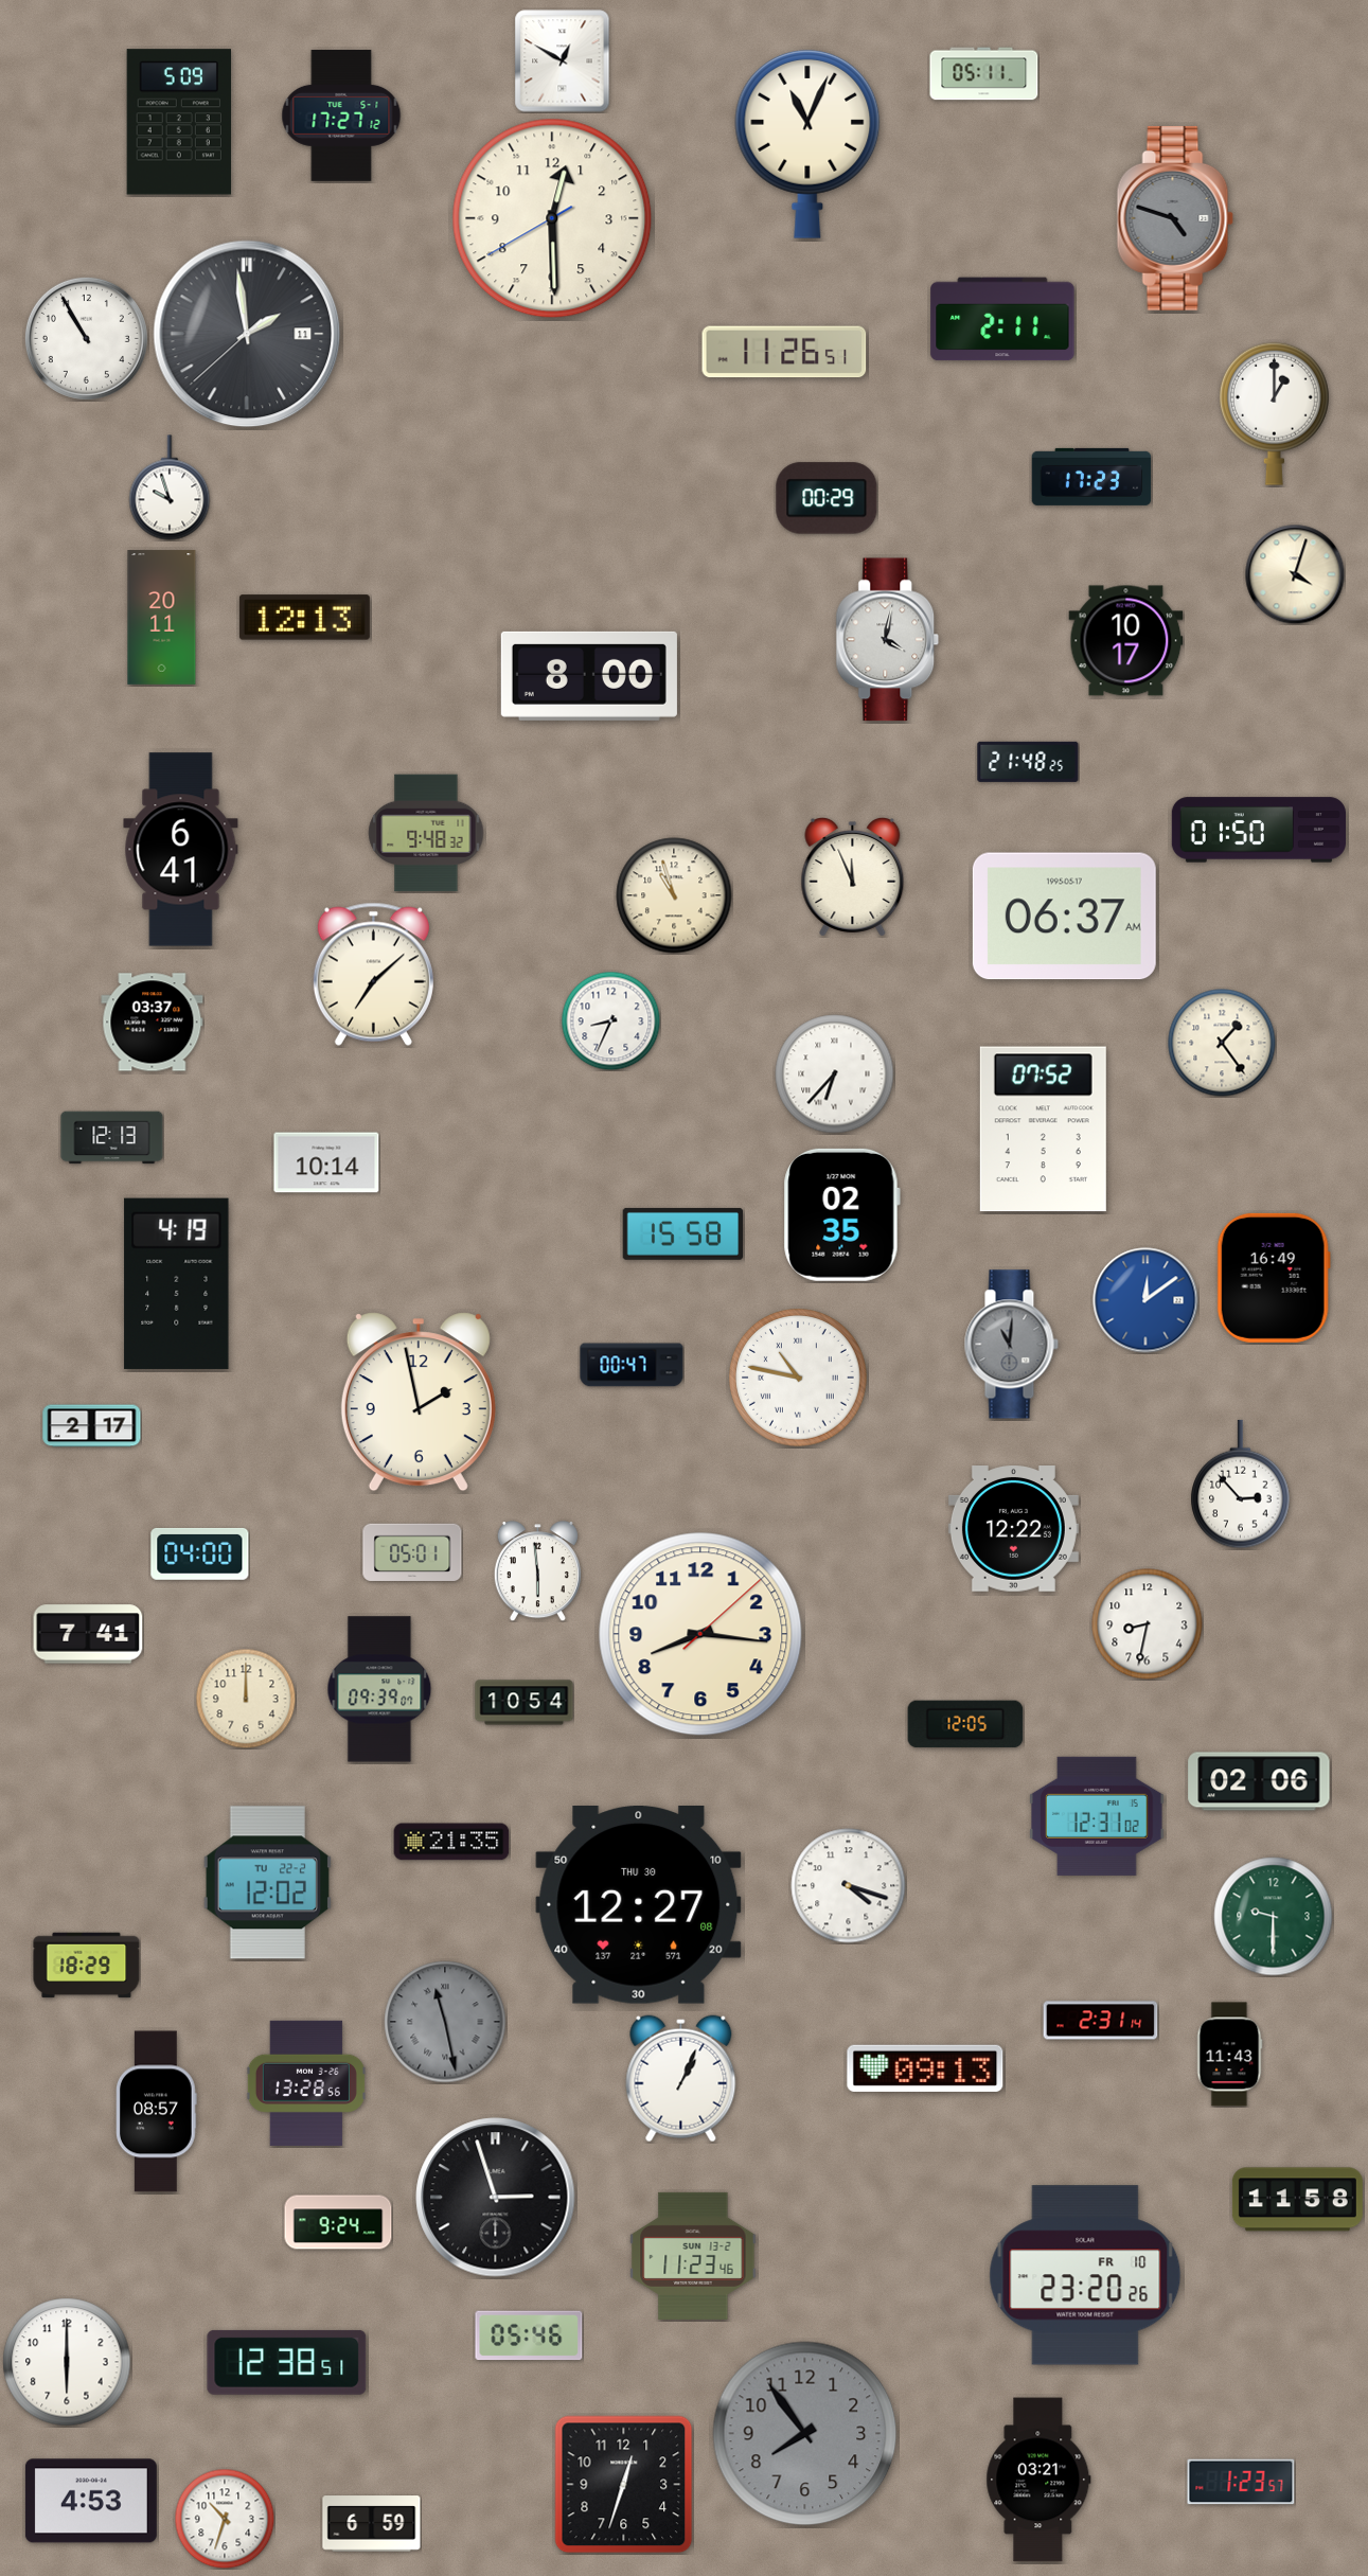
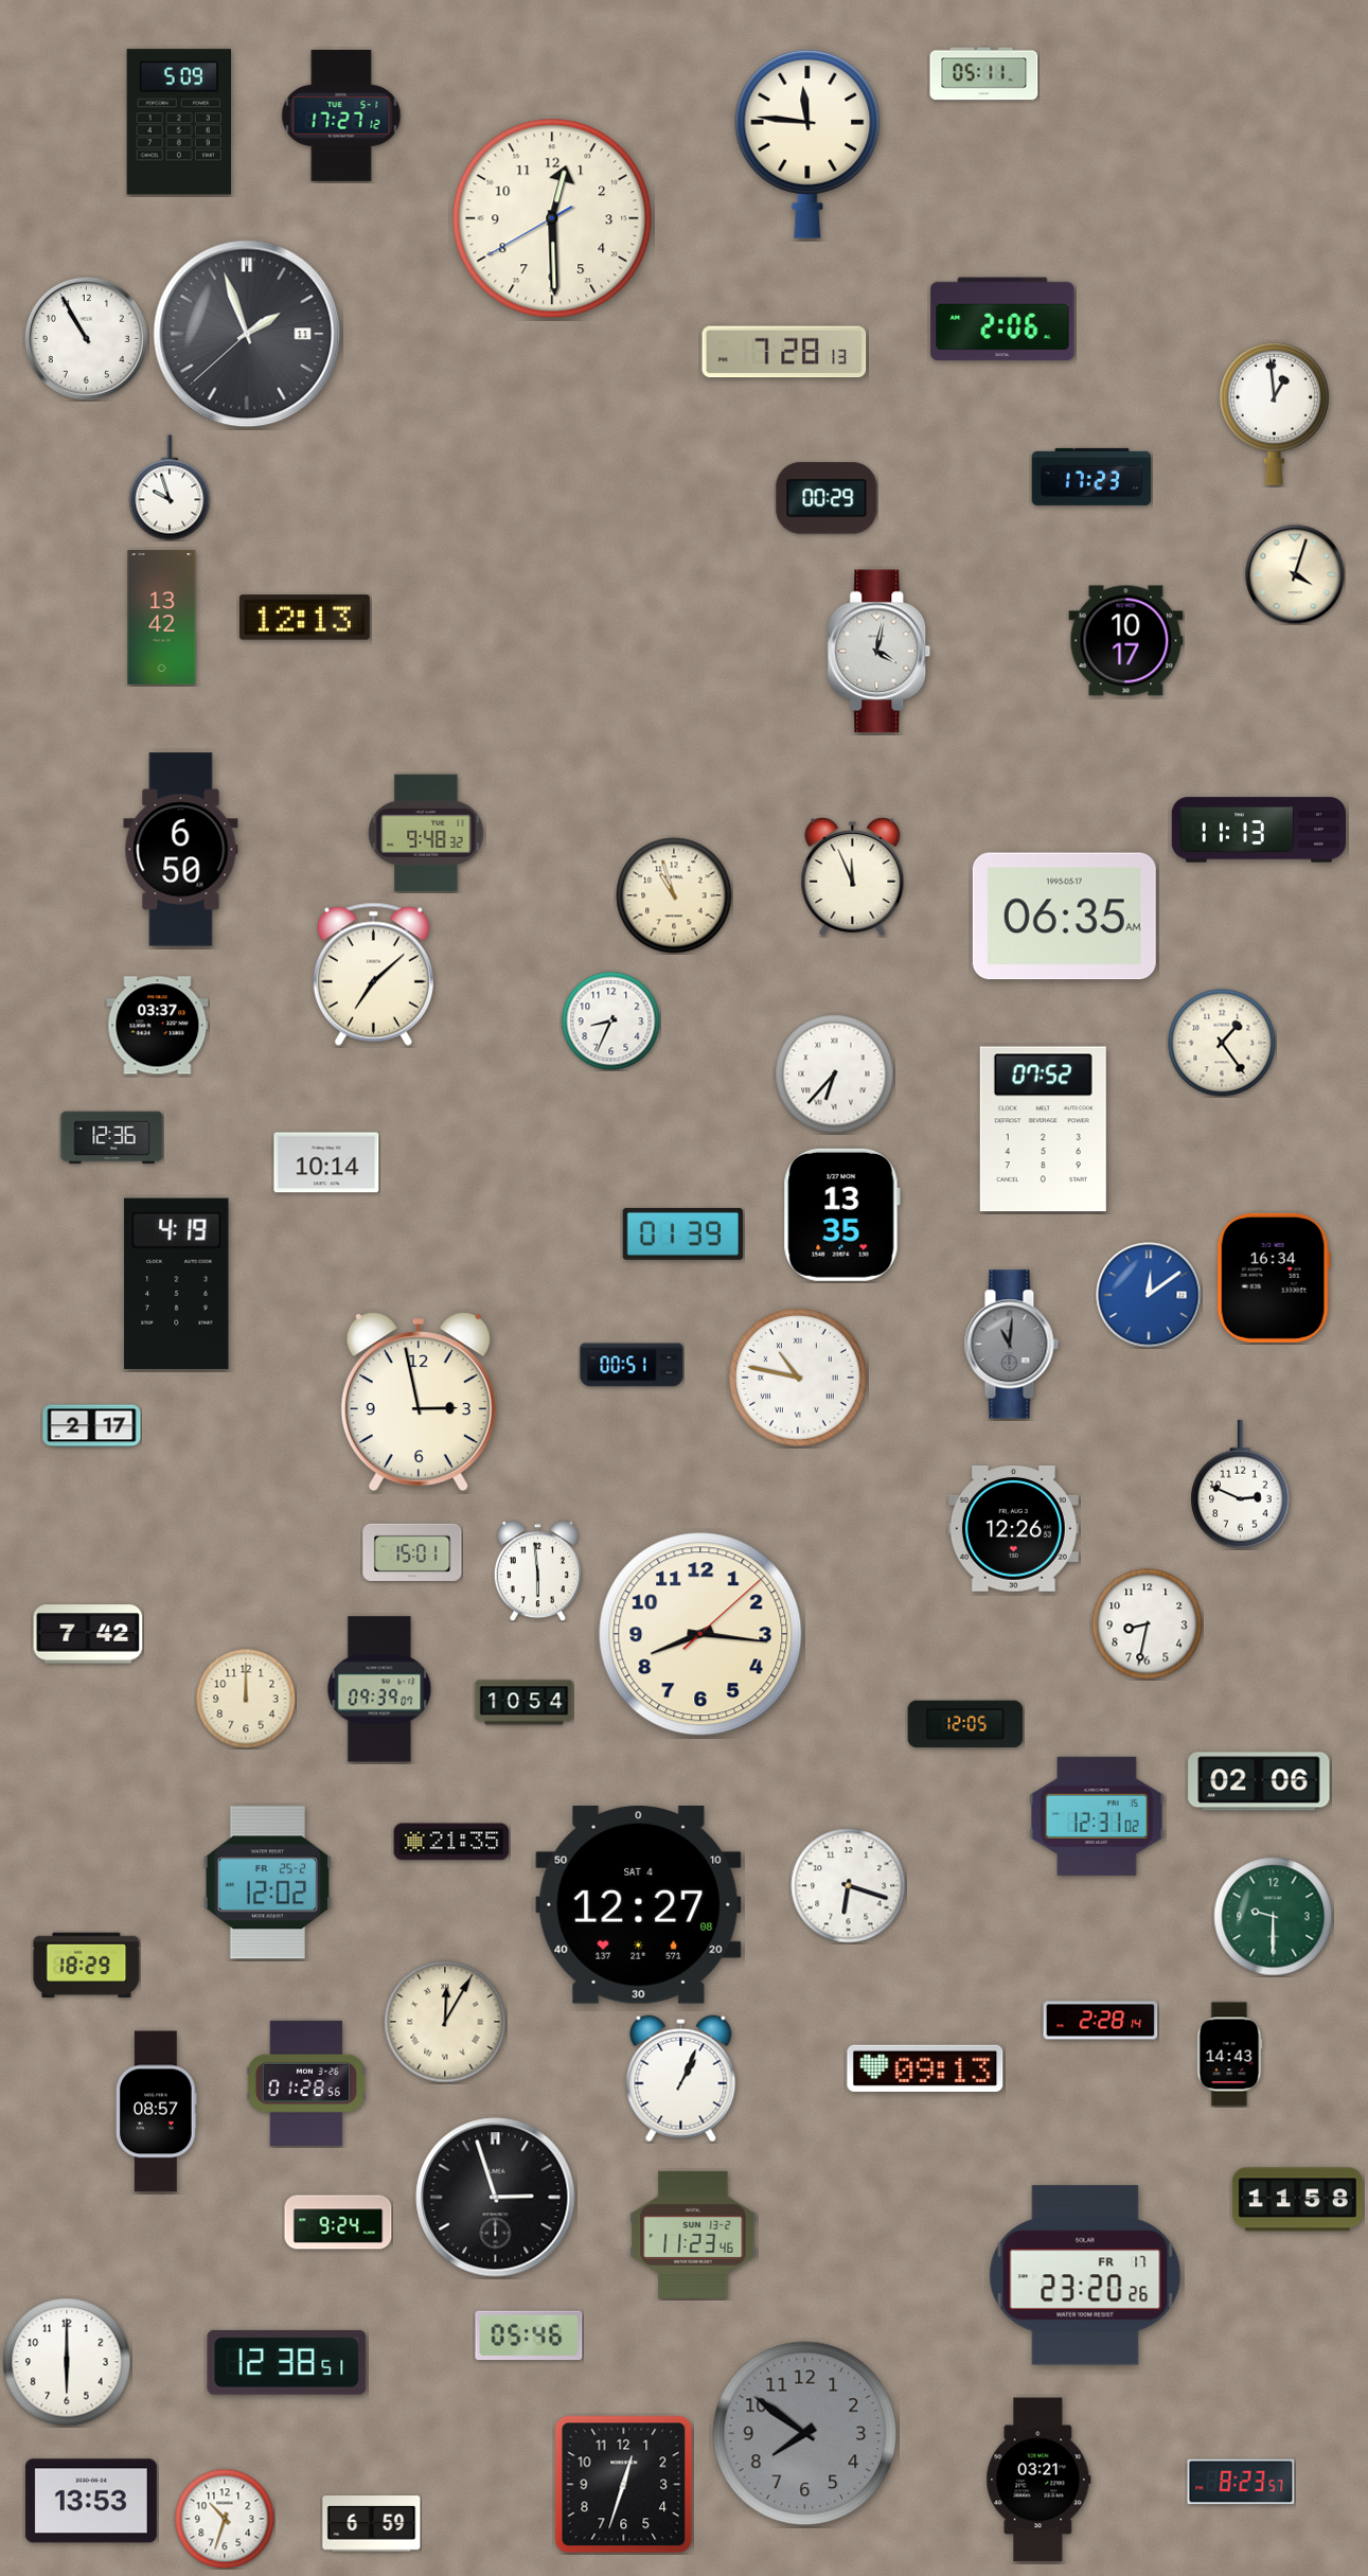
clock at (563, 61): 12:50 -> none
clock at (807, 144): 11:04 -> 11:46
clock at (1175, 218): 4:48 -> none
clock at (1002, 319): 2:11 -> 2:06
clock at (247, 334): 1:58 -> 1:56
clock at (784, 352): 11:26 -> 7:28
clock at (1274, 413): 1:00 -> 12:59
clock at (162, 618): 20:11 -> 13:42
clock at (888, 640) position: (888, 640) -> (880, 652)
clock at (589, 676): 8:00 -> none
clock at (1028, 762): 21:48 -> none
clock at (1258, 830): 01:50 -> 11:13
clock at (181, 850): 6:41 -> 6:50
clock at (1064, 917): 06:37 -> 06:35
clock at (153, 1023) position: (153, 1023) -> (158, 1026)
clock at (112, 1138): 12:13 -> 12:36
clock at (841, 1214): 02:35 -> 13:35
clock at (683, 1233): 15:58 -> 01:39
clock at (1274, 1278): 16:49 -> 16:34
clock at (1145, 1300) position: (1145, 1300) -> (1149, 1295)
clock at (632, 1365): 00:47 -> 00:51
clock at (419, 1402): 1:58 -> 2:58
clock at (1241, 1485): 2:53 -> 2:49
clock at (1013, 1529): 12:22 -> 12:26
clock at (412, 1552): 05:01 -> 15:01
clock at (200, 1553): 04:00 -> none
clock at (88, 1634): 7:41 -> 7:42
clock at (267, 1883) date: TU 22-2 -> FR 25-2
clock at (849, 1886): 4:18 -> 6:18
clock at (639, 1905) date: THU 30 -> SAT 4
clock at (1101, 2021): 2:31 -> 2:28
clock at (445, 2022): 11:28 -> 12:05
clock at (445, 2022) dial: grey -> cream
clock at (1229, 2055): 11:43 -> 14:43
clock at (306, 2083): 13:28 -> 01:28
clock at (693, 2256) position: (693, 2256) -> (693, 2235)
clock at (1085, 2275) date: FR 10 -> FR 17
clock at (805, 2434): 7:54 -> 7:51
clock at (1241, 2482): 1:23 -> 8:23
clock at (91, 2501): 4:53 -> 13:53
